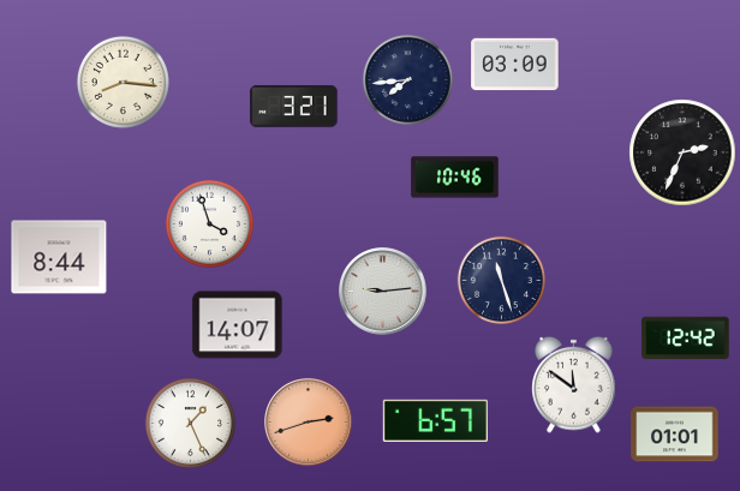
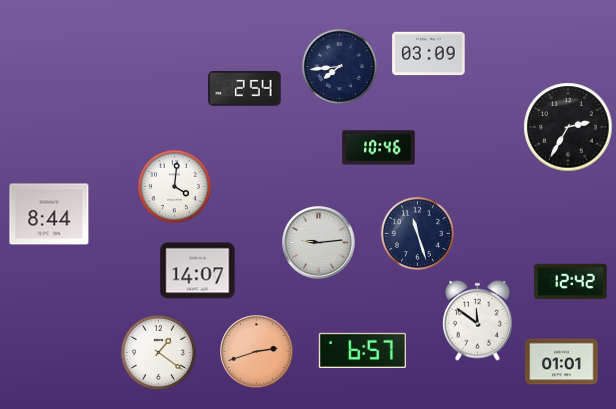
clock at (123, 82): 8:16 -> none
clock at (294, 106): 3:21 -> 2:54
clock at (682, 152): 2:34 -> 2:35
clock at (209, 223): 3:57 -> 4:01
clock at (190, 423): 1:26 -> 1:21
